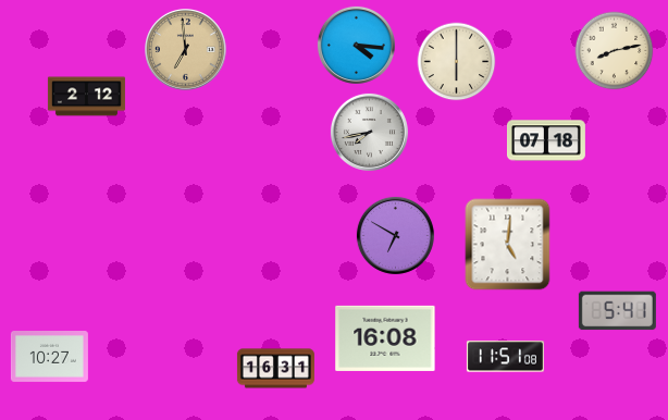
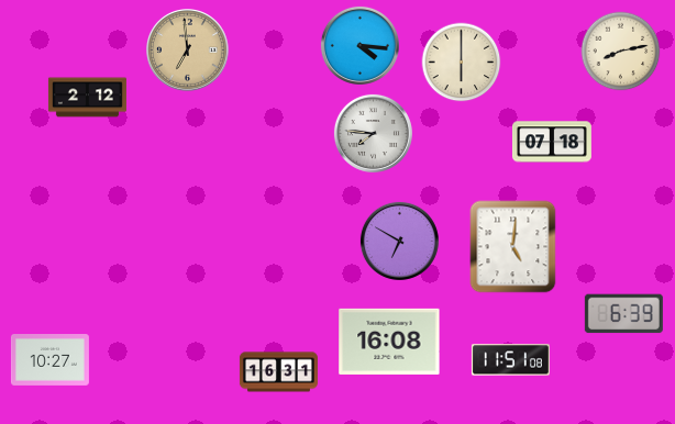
clock at (369, 132): 7:43 -> 7:46
clock at (395, 235) position: (395, 235) -> (399, 241)
clock at (617, 311): 5:41 -> 6:39
